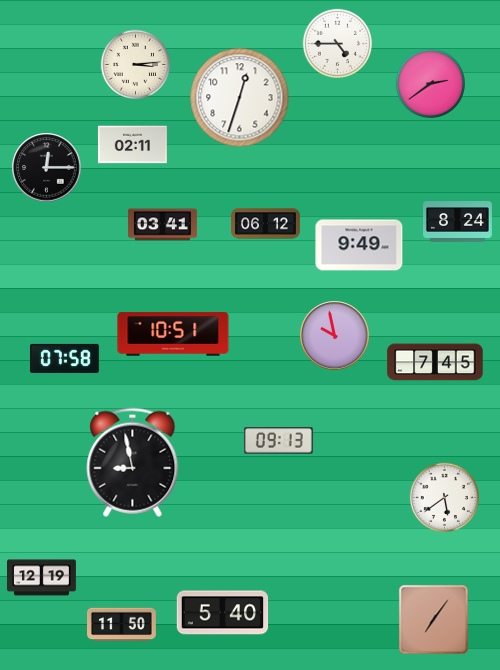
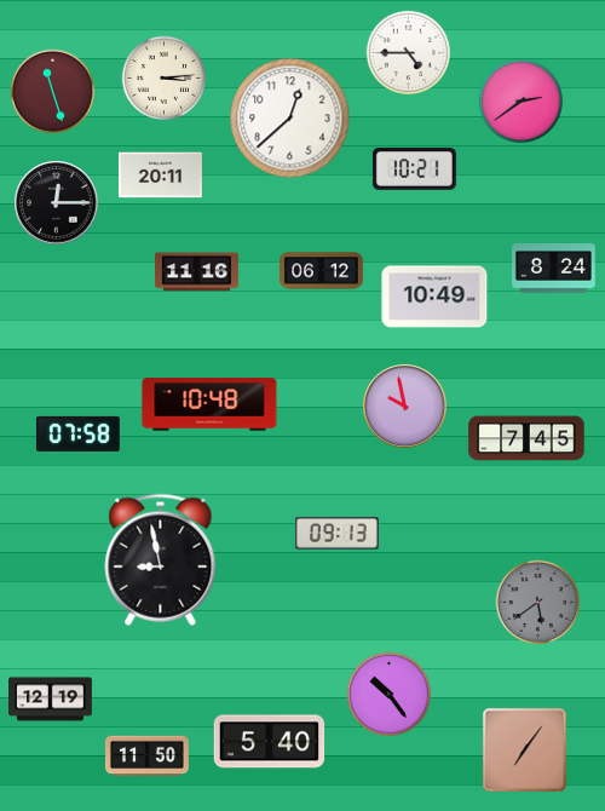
clock at (52, 91): none -> 11:27
clock at (240, 98): 12:33 -> 12:38
clock at (414, 169): none -> 10:21
clock at (132, 145): 02:11 -> 20:11
clock at (163, 225): 03:41 -> 11:16
clock at (359, 245): 9:49 -> 10:49
clock at (173, 334): 10:51 -> 10:48
clock at (444, 497) dial: white -> grey
clock at (388, 694): none -> 10:24
